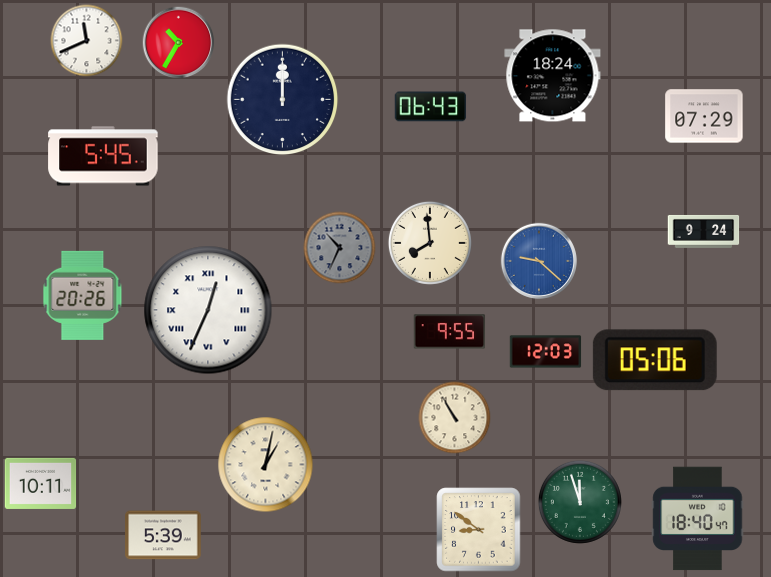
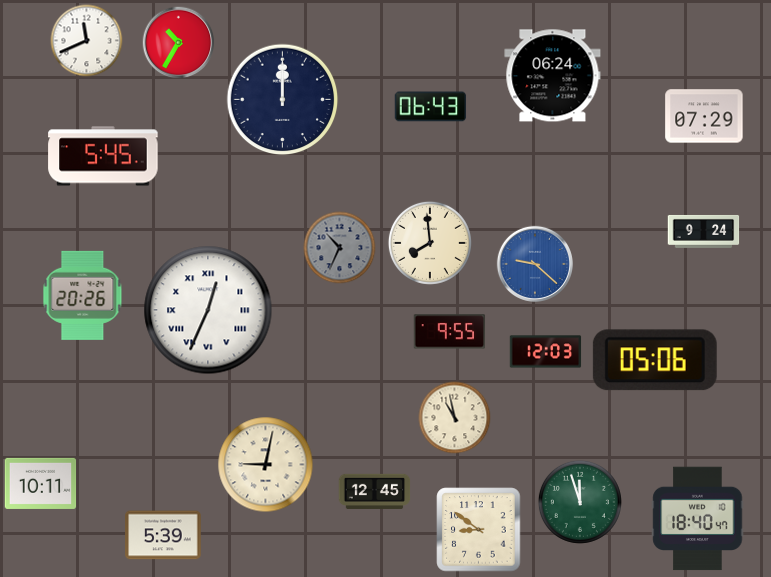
clock at (553, 76): 18:24 -> 06:24
clock at (539, 261) position: (539, 261) -> (535, 264)
clock at (455, 418): 10:55 -> 10:58
clock at (266, 465): 1:02 -> 9:02
clock at (375, 491): none -> 12:45
